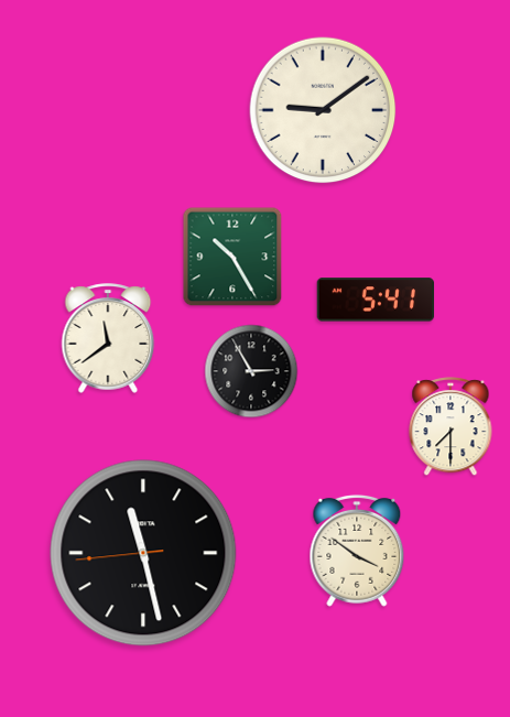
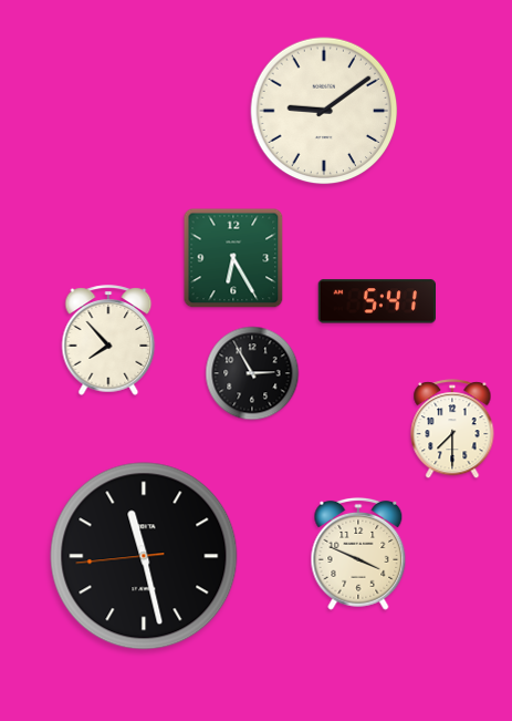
clock at (232, 257): 10:25 -> 6:25
clock at (108, 338): 11:39 -> 7:53
clock at (357, 551): 3:51 -> 3:49
